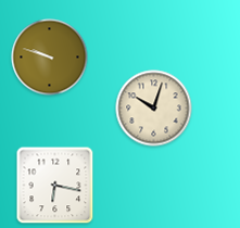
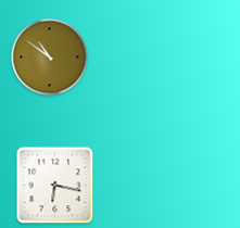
clock at (50, 58): 9:48 -> 10:51
clock at (154, 109): 10:03 -> none
